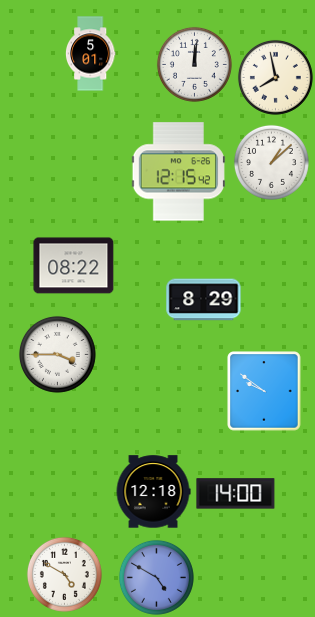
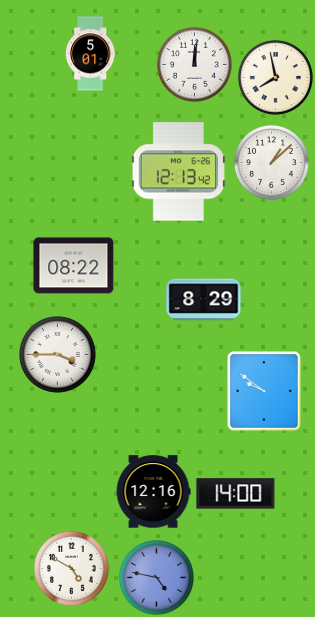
clock at (178, 172): 12:15 -> 12:13
clock at (153, 492): 12:18 -> 12:16
clock at (64, 574) position: (64, 574) -> (71, 568)
clock at (156, 577): 4:50 -> 4:47
